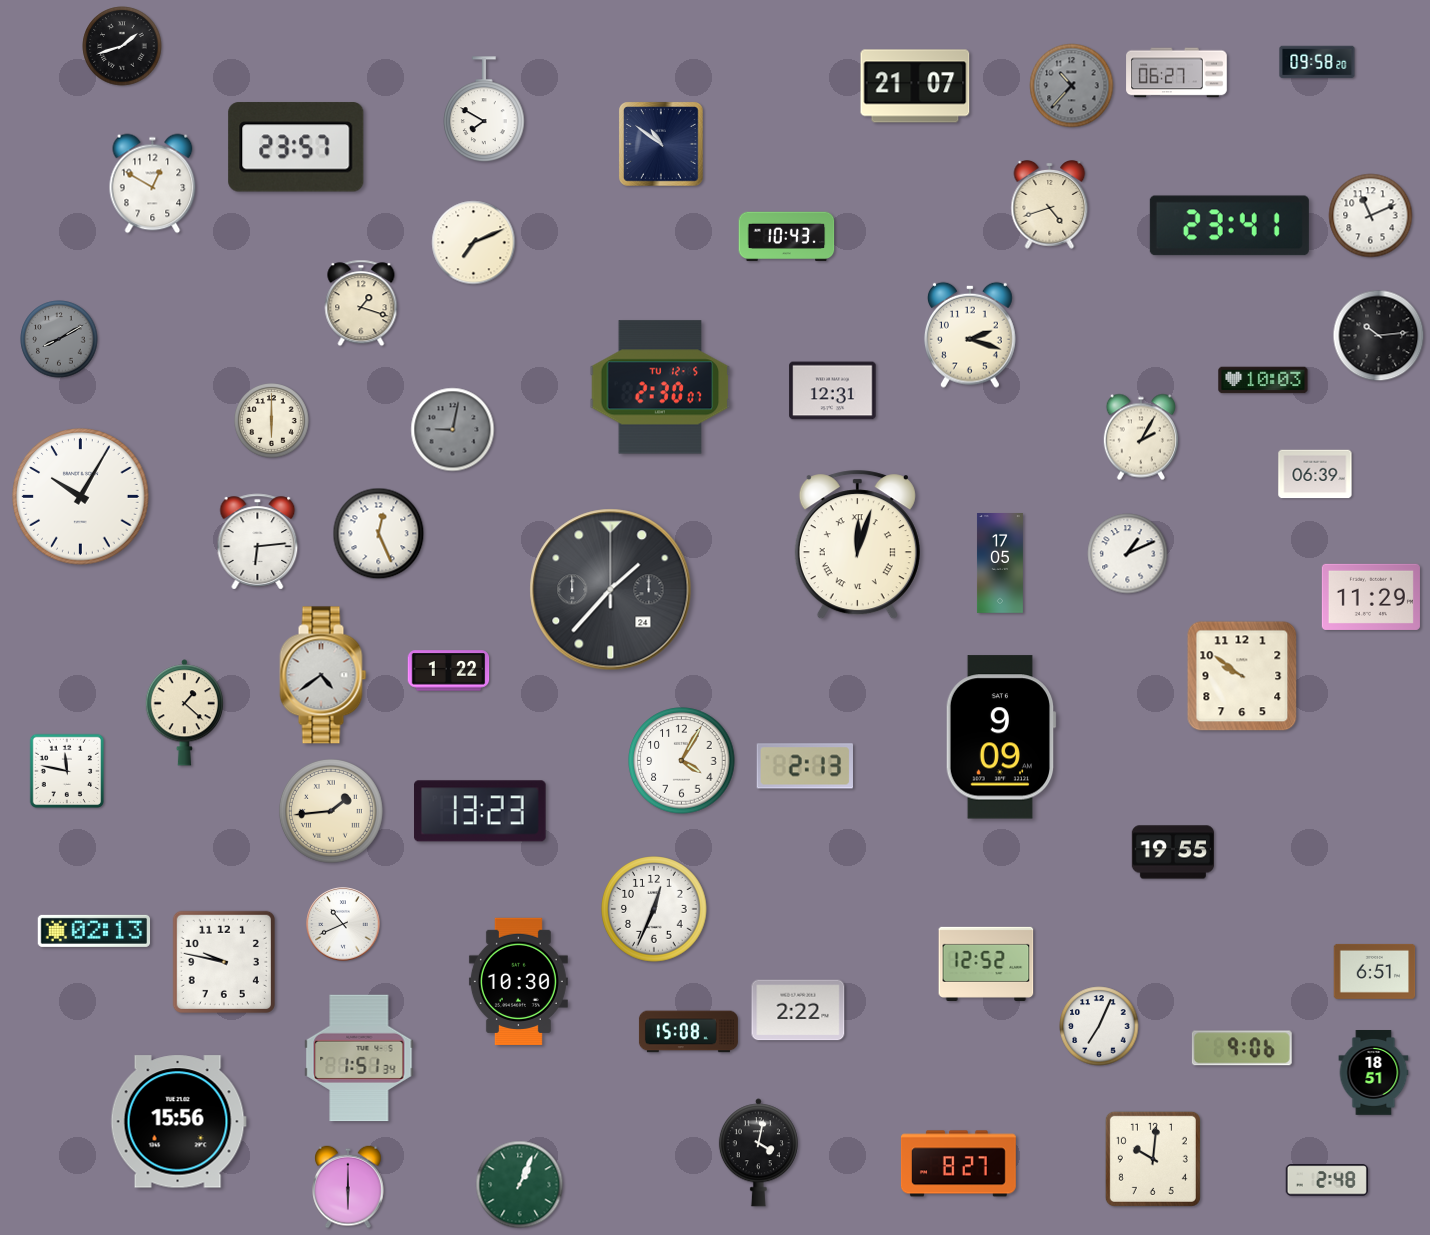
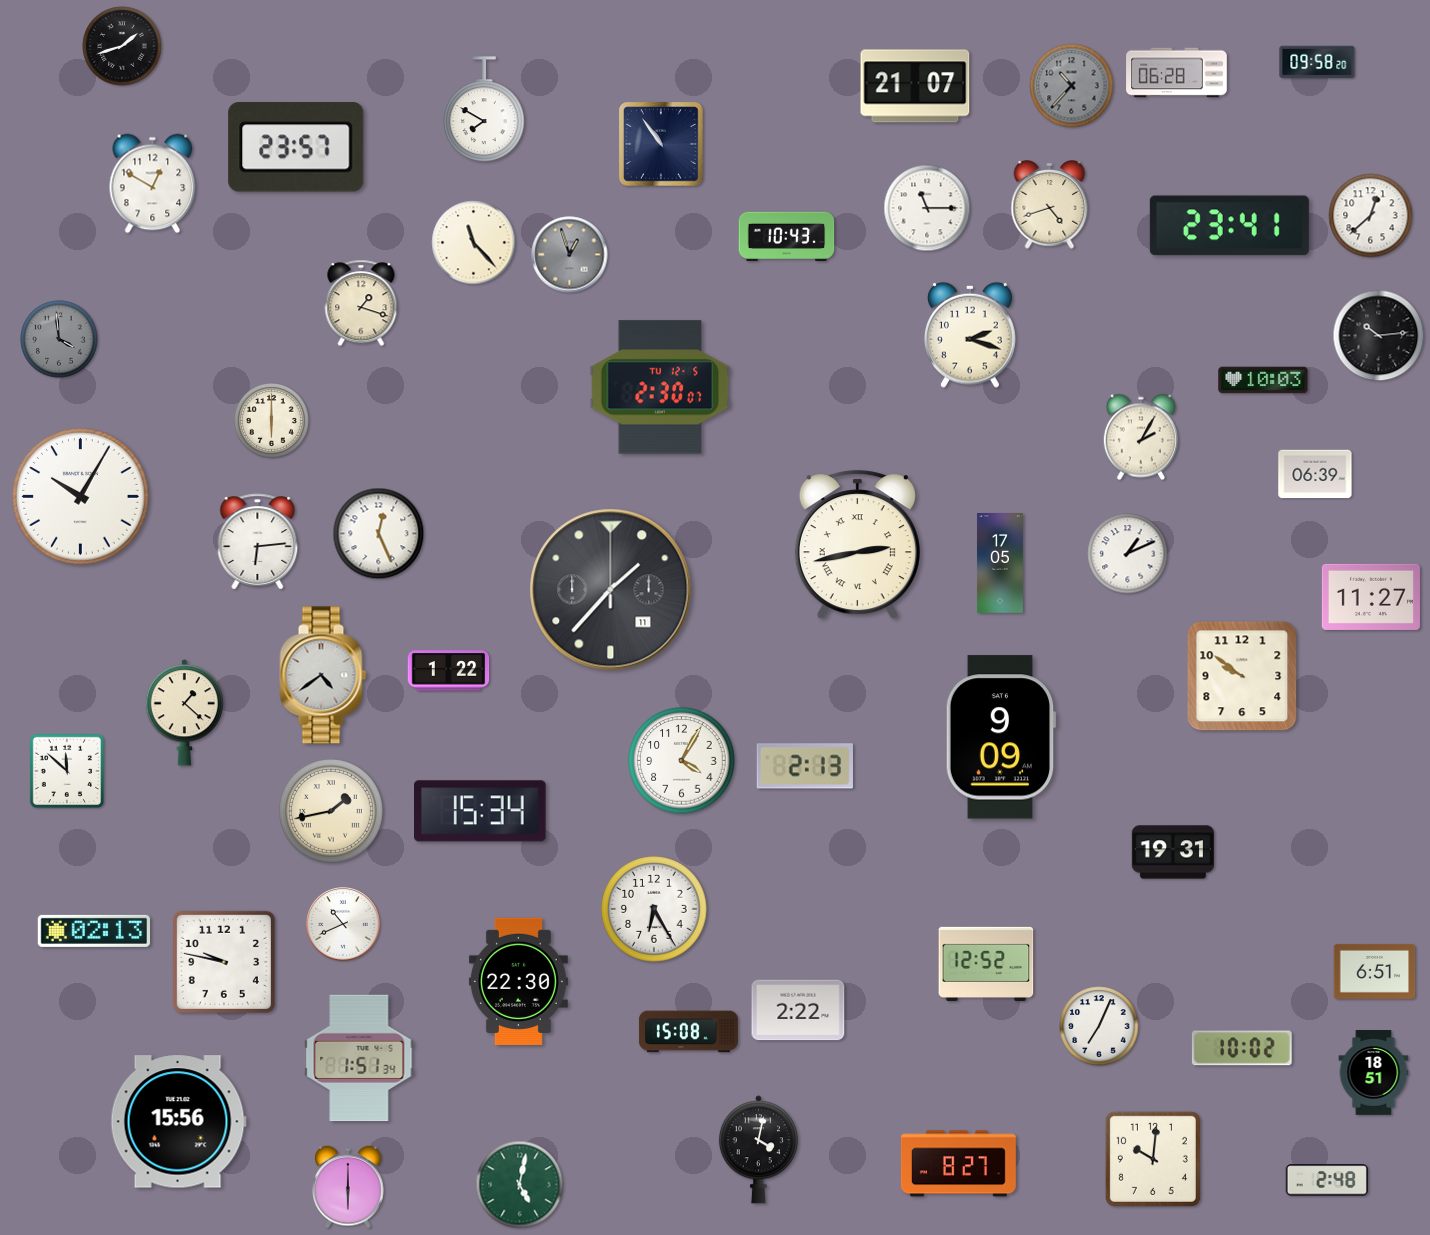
clock at (1177, 73): 06:27 -> 06:28
clock at (662, 145): 10:51 -> 10:54
clock at (927, 208): none -> 11:15
clock at (1371, 216): 11:11 -> 12:38
clock at (474, 243): 7:11 -> 11:23
clock at (570, 255): none -> 12:57
clock at (59, 339): 8:10 -> 3:59
clock at (833, 391): 12:31 -> none
clock at (453, 430): 9:02 -> none
clock at (857, 545): 12:03 -> 2:43
clock at (611, 590) date: 24 -> 11
clock at (1371, 597): 11:29 -> 11:27
clock at (67, 771): 11:47 -> 11:52
clock at (331, 811): 1:44 -> 1:43
clock at (481, 811): 13:23 -> 15:34
clock at (1172, 852): 19:55 -> 19:31
clock at (654, 909): 12:34 -> 6:25
clock at (518, 981): 10:30 -> 22:30
clock at (1242, 1048): 9:06 -> 10:02
clock at (758, 1153) position: (758, 1153) -> (758, 1150)
clock at (520, 1185): 1:04 -> 5:02
